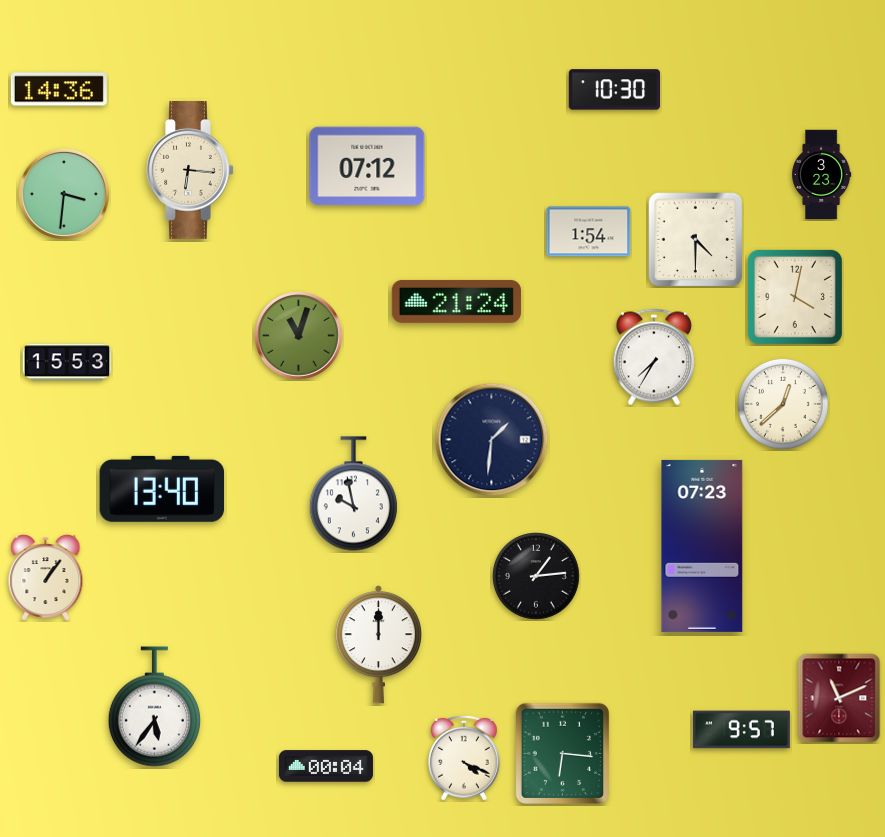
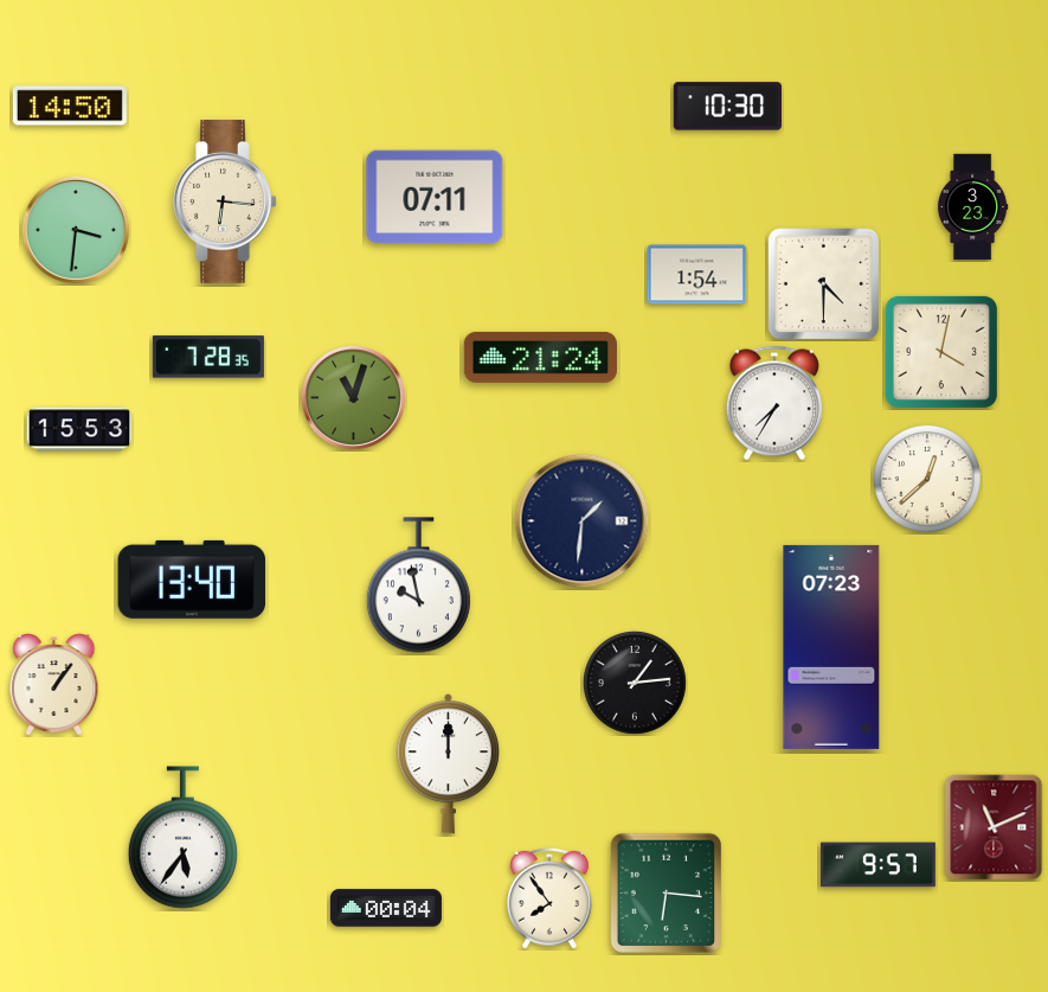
clock at (59, 89): 14:36 -> 14:50
clock at (367, 166): 07:12 -> 07:11
clock at (208, 357): none -> 7:28
clock at (654, 357) position: (654, 357) -> (774, 403)
clock at (465, 758): 4:19 -> 7:54
